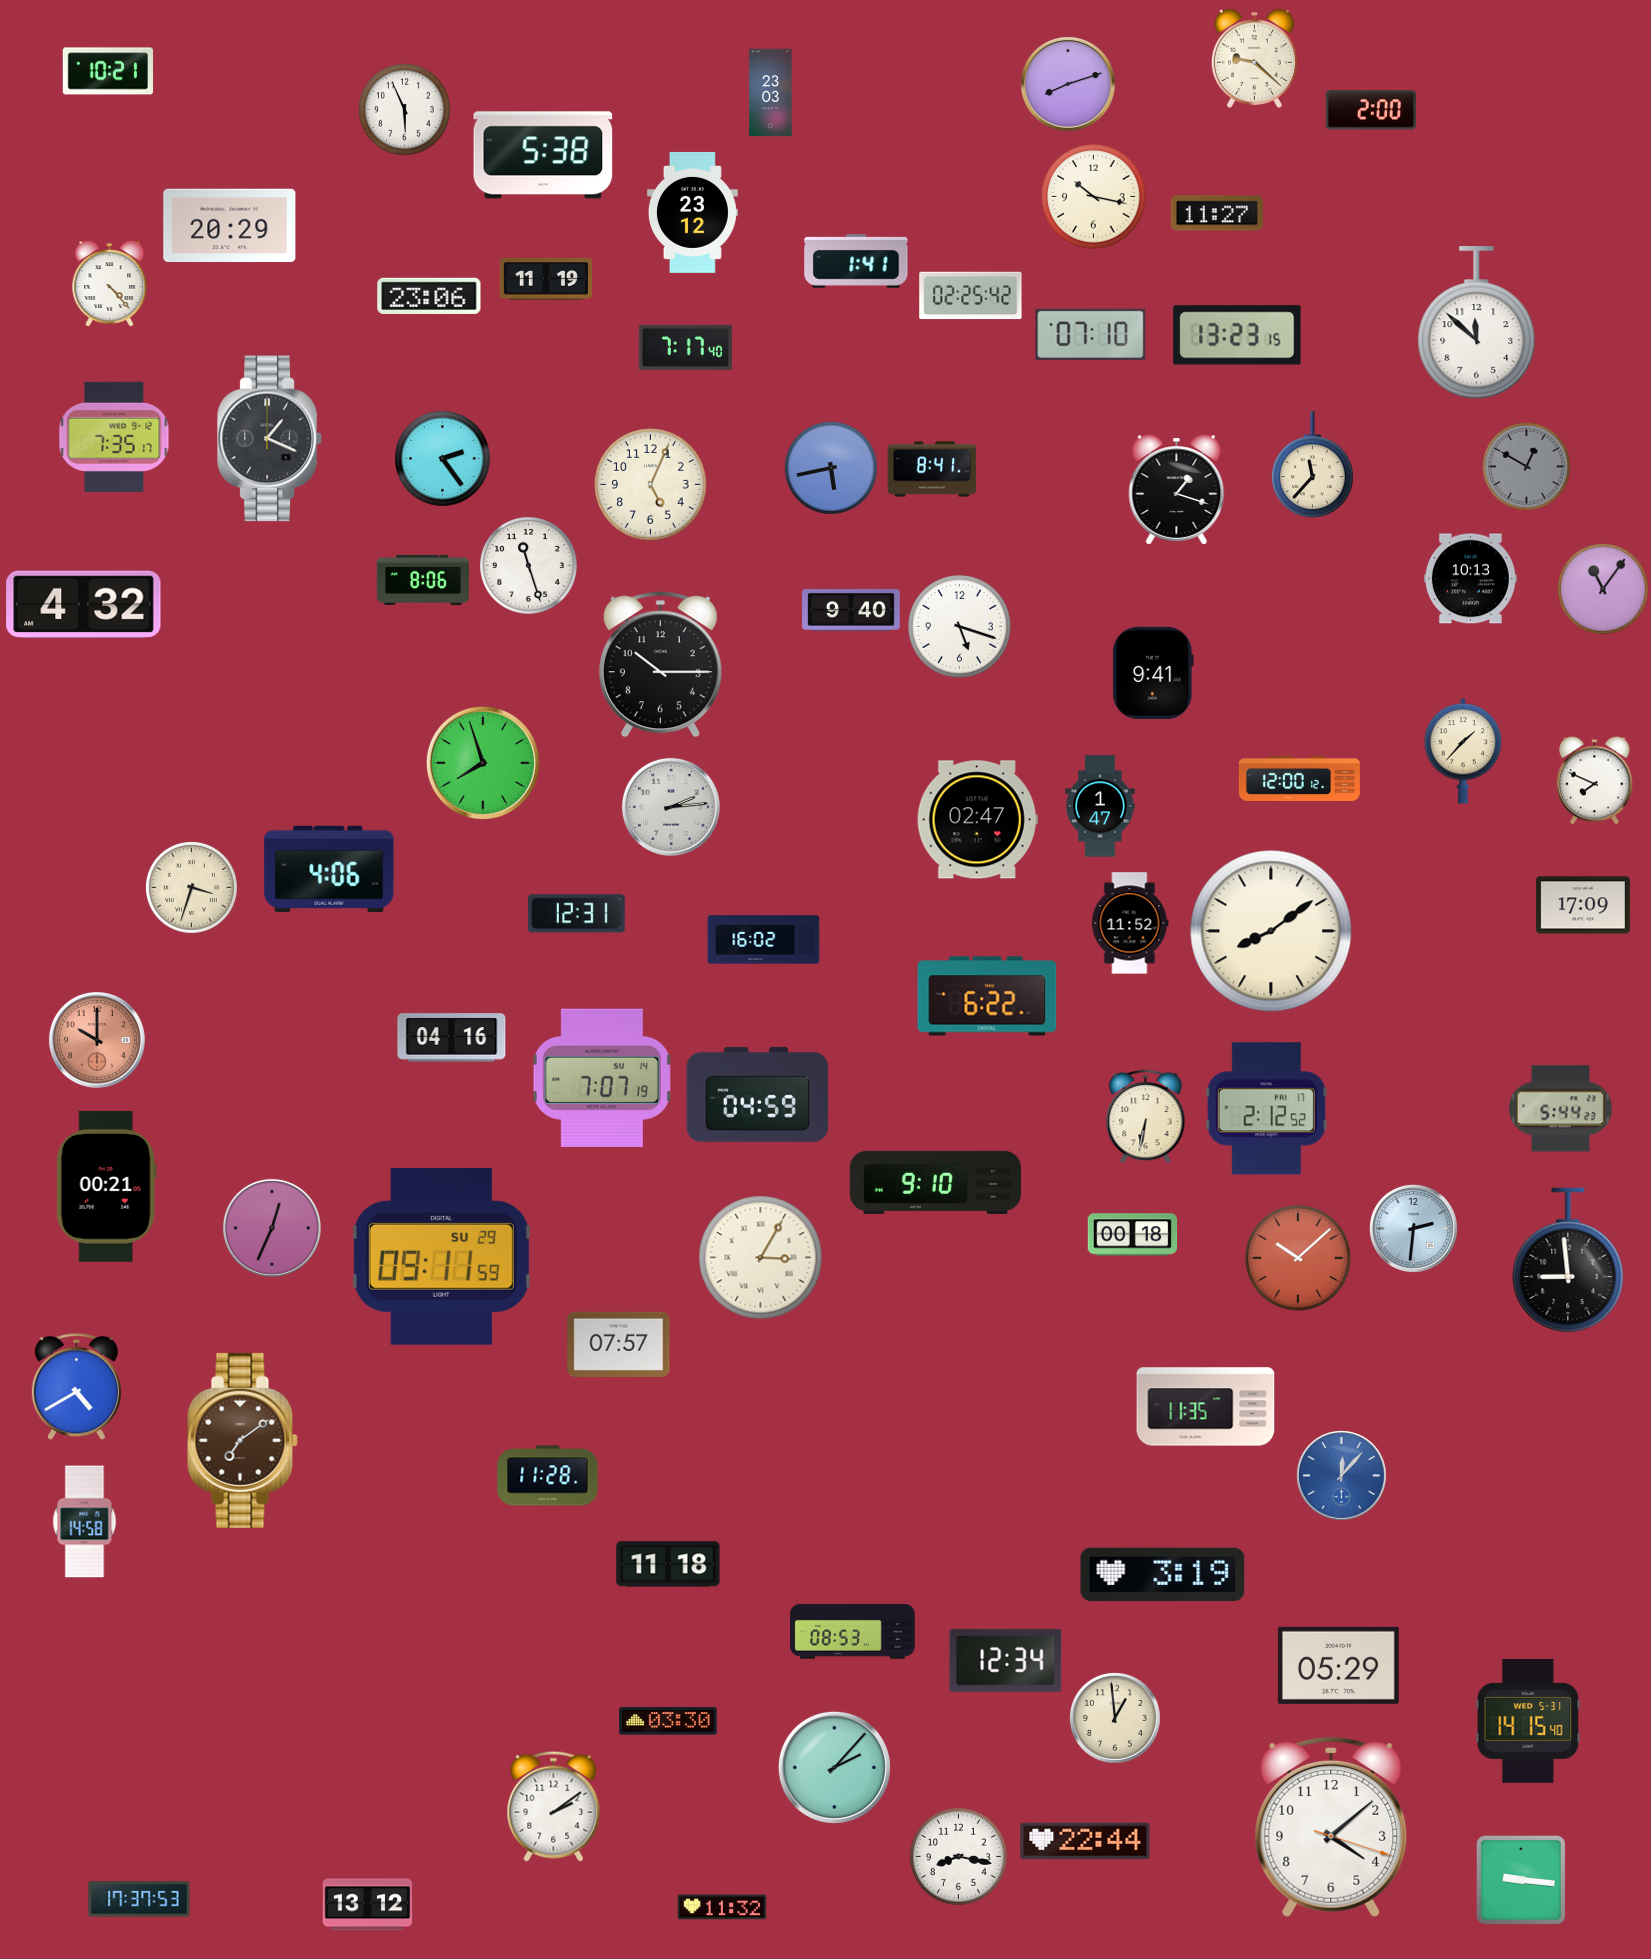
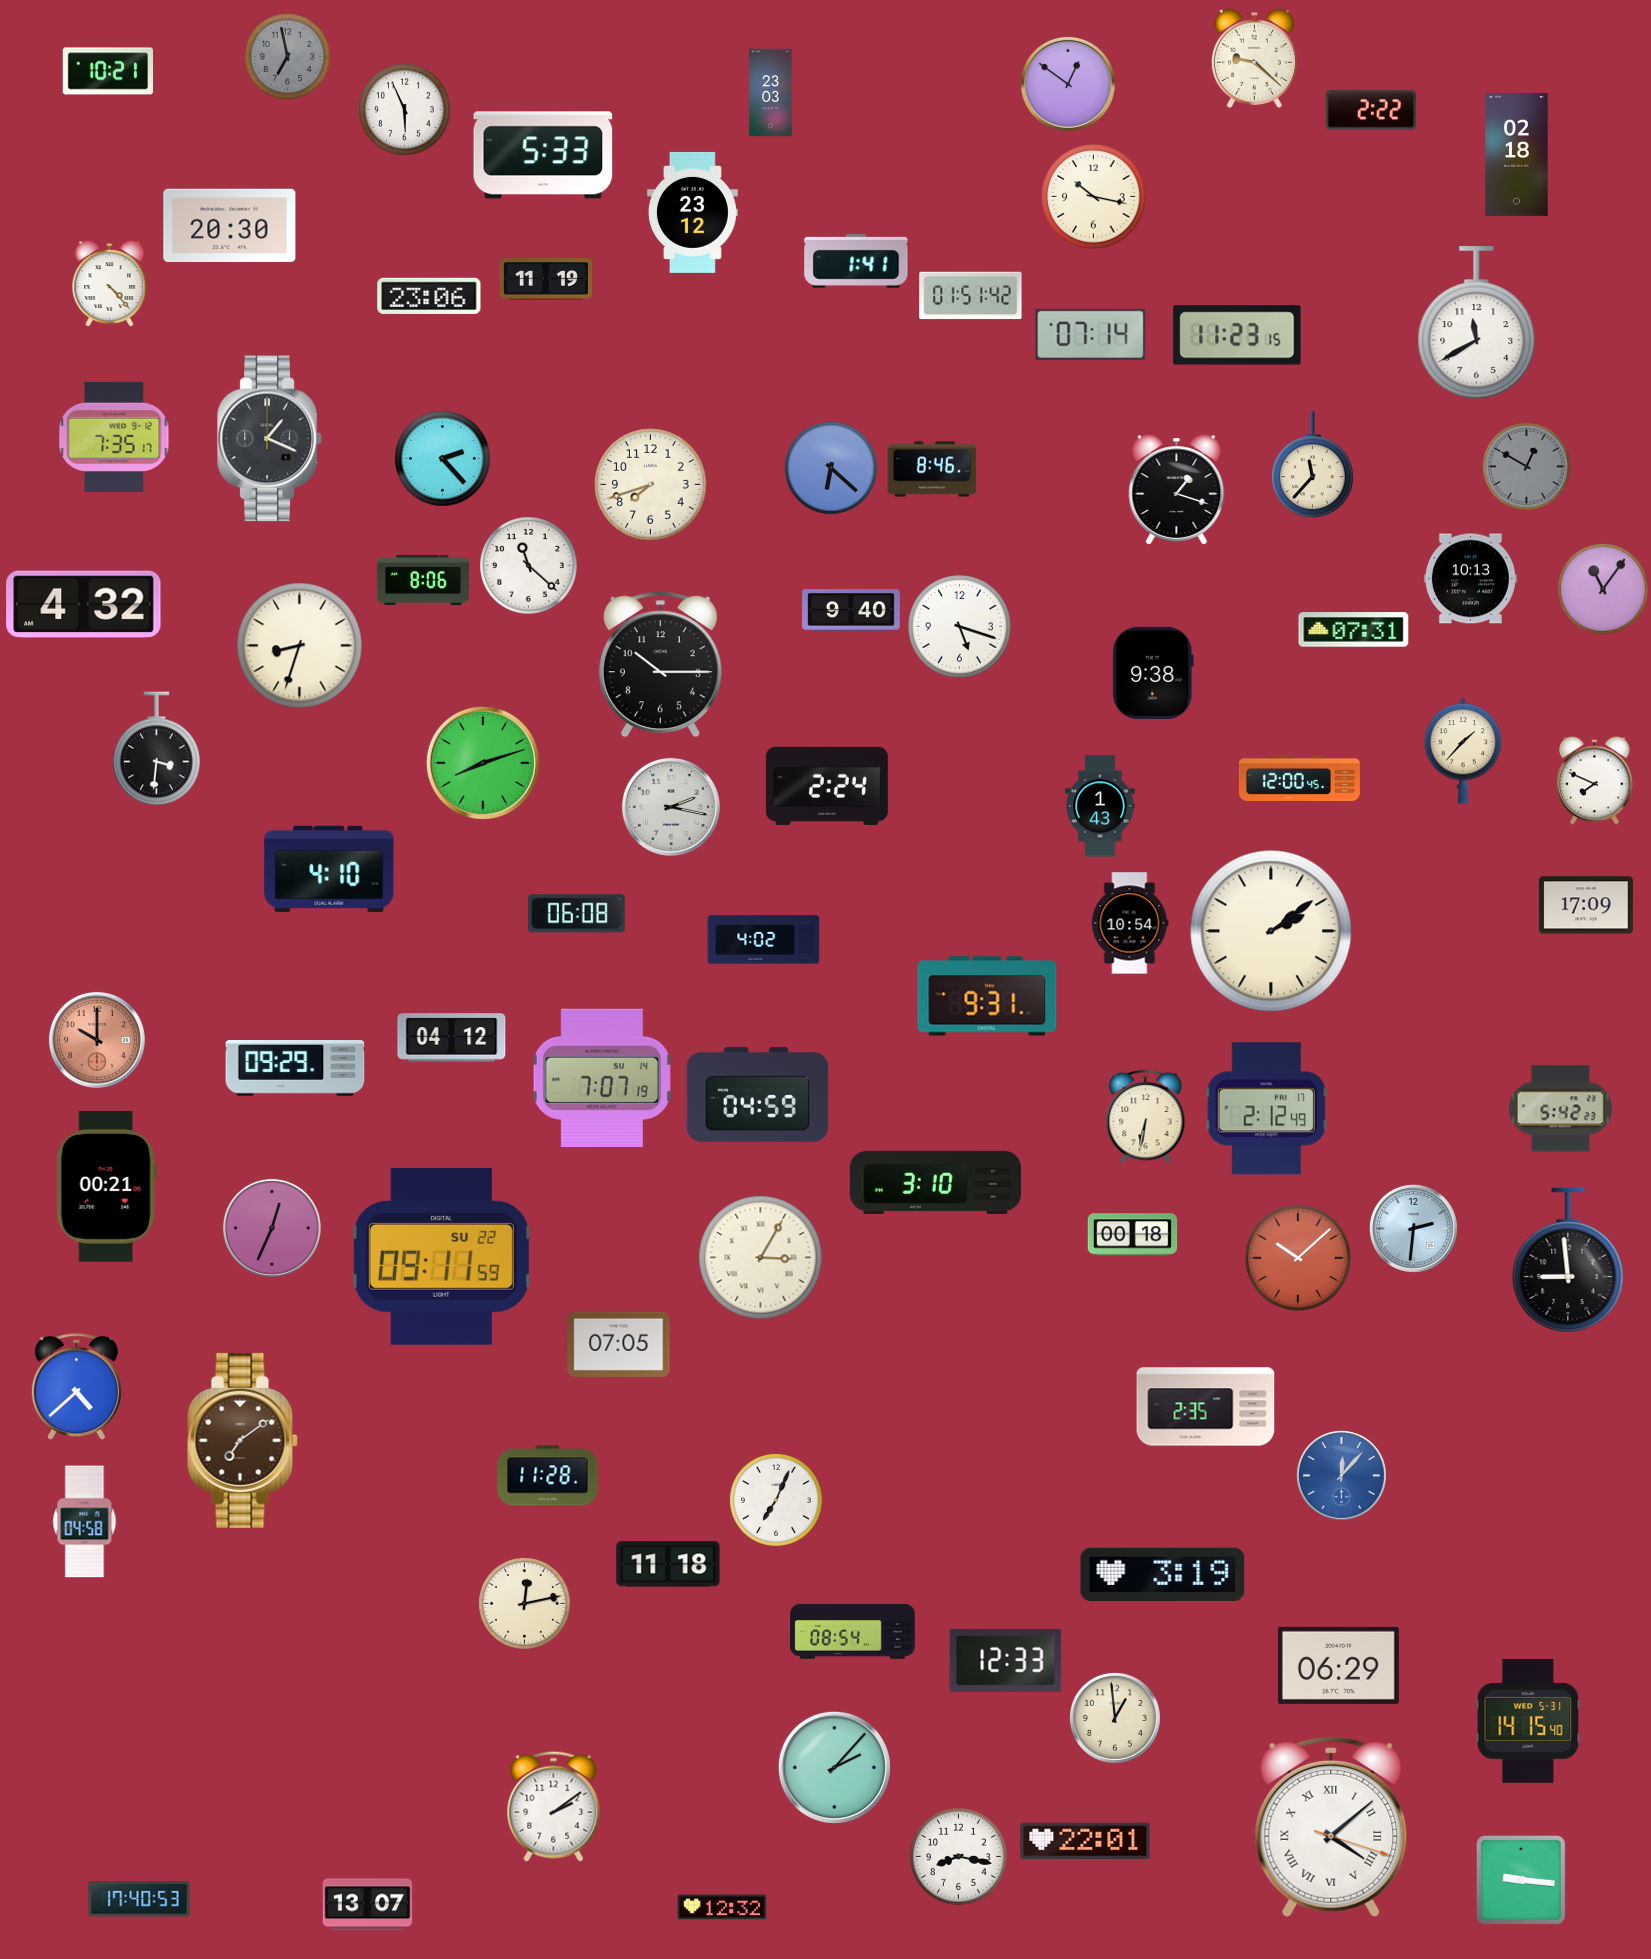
clock at (287, 56): none -> 6:58
clock at (1068, 84): 8:12 -> 12:51
clock at (1371, 110): 2:00 -> 2:22
clock at (543, 155): 5:38 -> 5:33
clock at (1517, 155): none -> 02:18
clock at (1217, 213): 11:27 -> none
clock at (230, 226): 20:29 -> 20:30
clock at (971, 296): 02:25 -> 01:51
clock at (1477, 323): 11:52 -> 11:40
clock at (1091, 334): 07:10 -> 07:14
clock at (1237, 335): 13:23 -> 11:23
clock at (685, 347): 7:17 -> none
clock at (443, 459): 2:24 -> 2:23
clock at (831, 468): 5:43 -> 6:22
clock at (932, 469): 8:41 -> 8:46
clock at (651, 485): 5:04 -> 7:42
clock at (529, 566): 11:27 -> 11:22
clock at (1354, 630): none -> 07:31
clock at (300, 646): none -> 8:33
clock at (1153, 673): 9:41 -> 9:38
clock at (157, 749): none -> 3:31
clock at (483, 763): 7:57 -> 8:12
clock at (1299, 778): 12:00:12 -> 12:00:45
clock at (827, 786): none -> 2:24
clock at (1100, 806): 1:47 -> 1:43
clock at (671, 807): 2:14 -> 2:17
clock at (977, 820): 02:47 -> none
clock at (329, 869): 4:06 -> 4:10
clock at (191, 887): 3:33 -> none
clock at (1583, 905) position: (1583, 905) -> (1586, 905)
clock at (576, 914): 12:31 -> 06:08
clock at (1130, 923): 11:52 -> 10:54
clock at (1271, 931): 8:09 -> 2:09
clock at (764, 940): 16:02 -> 4:02
clock at (987, 996): 6:22 -> 9:31
clock at (452, 1038): 04:16 -> 04:12
clock at (295, 1069): none -> 09:29
clock at (1266, 1109): 2:12:52 -> 2:12:49
clock at (1560, 1109): 5:44 -> 5:42
clock at (935, 1182): 9:10 -> 3:10
clock at (441, 1256) date: SU 29 -> SU 22
clock at (619, 1344): 07:57 -> 07:05
clock at (76, 1387): 4:40 -> 4:38
clock at (1206, 1407): 11:35 -> 2:35
clock at (776, 1500): none -> 7:04
clock at (85, 1522): 14:58 -> 04:58
clock at (524, 1603): none -> 12:13
clock at (853, 1632): 08:53 -> 08:54
clock at (1006, 1660): 12:34 -> 12:33
clock at (1338, 1665): 05:29 -> 06:29
clock at (668, 1721): 03:30 -> none
clock at (1331, 1827) numerals: Arabic -> Roman
clock at (1085, 1841): 22:44 -> 22:01
clock at (139, 1899): 17:37 -> 17:40
clock at (368, 1905): 13:12 -> 13:07
clock at (722, 1907): 11:32 -> 12:32
